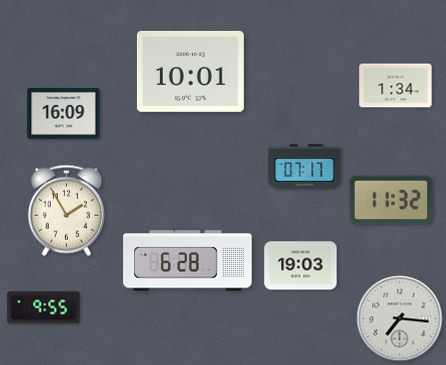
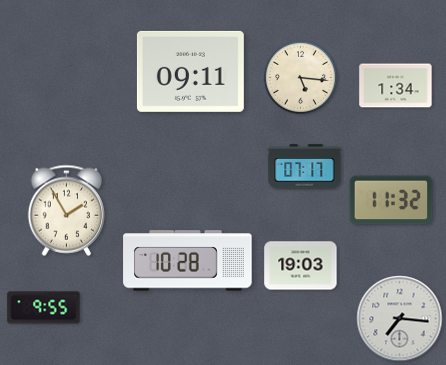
clock at (190, 71): 10:01 -> 09:11
clock at (300, 77): none -> 5:16
clock at (64, 114): 16:09 -> none
clock at (188, 261): 6:28 -> 10:28
